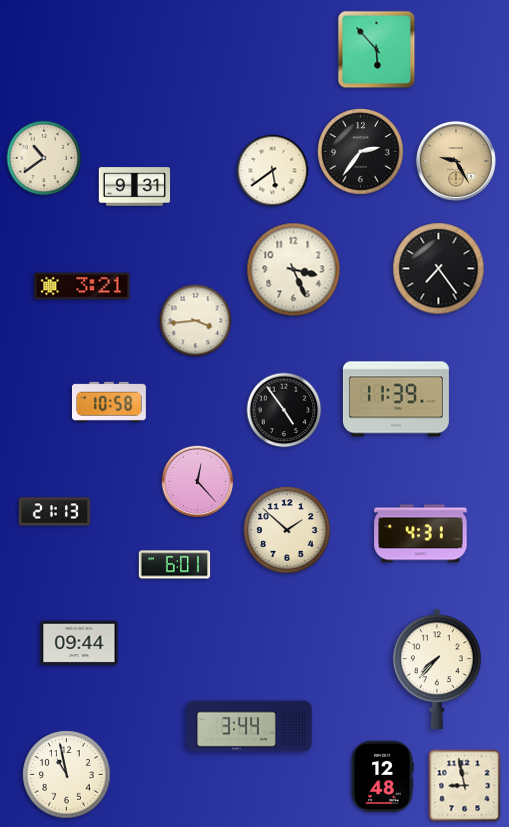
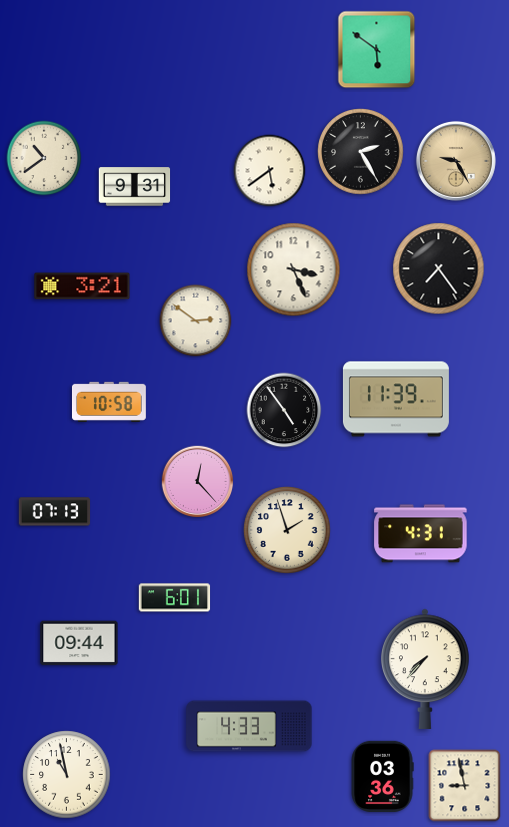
clock at (377, 50): 5:53 -> 5:51
clock at (361, 152): 2:36 -> 2:25
clock at (273, 171) position: (273, 171) -> (270, 171)
clock at (196, 321): 3:44 -> 2:51
clock at (55, 512): 21:13 -> 07:13
clock at (287, 530): 1:52 -> 1:57
clock at (175, 565) position: (175, 565) -> (175, 598)
clock at (437, 669) position: (437, 669) -> (425, 669)
clock at (249, 726): 3:44 -> 4:33
clock at (382, 777): 12:48 -> 03:36
